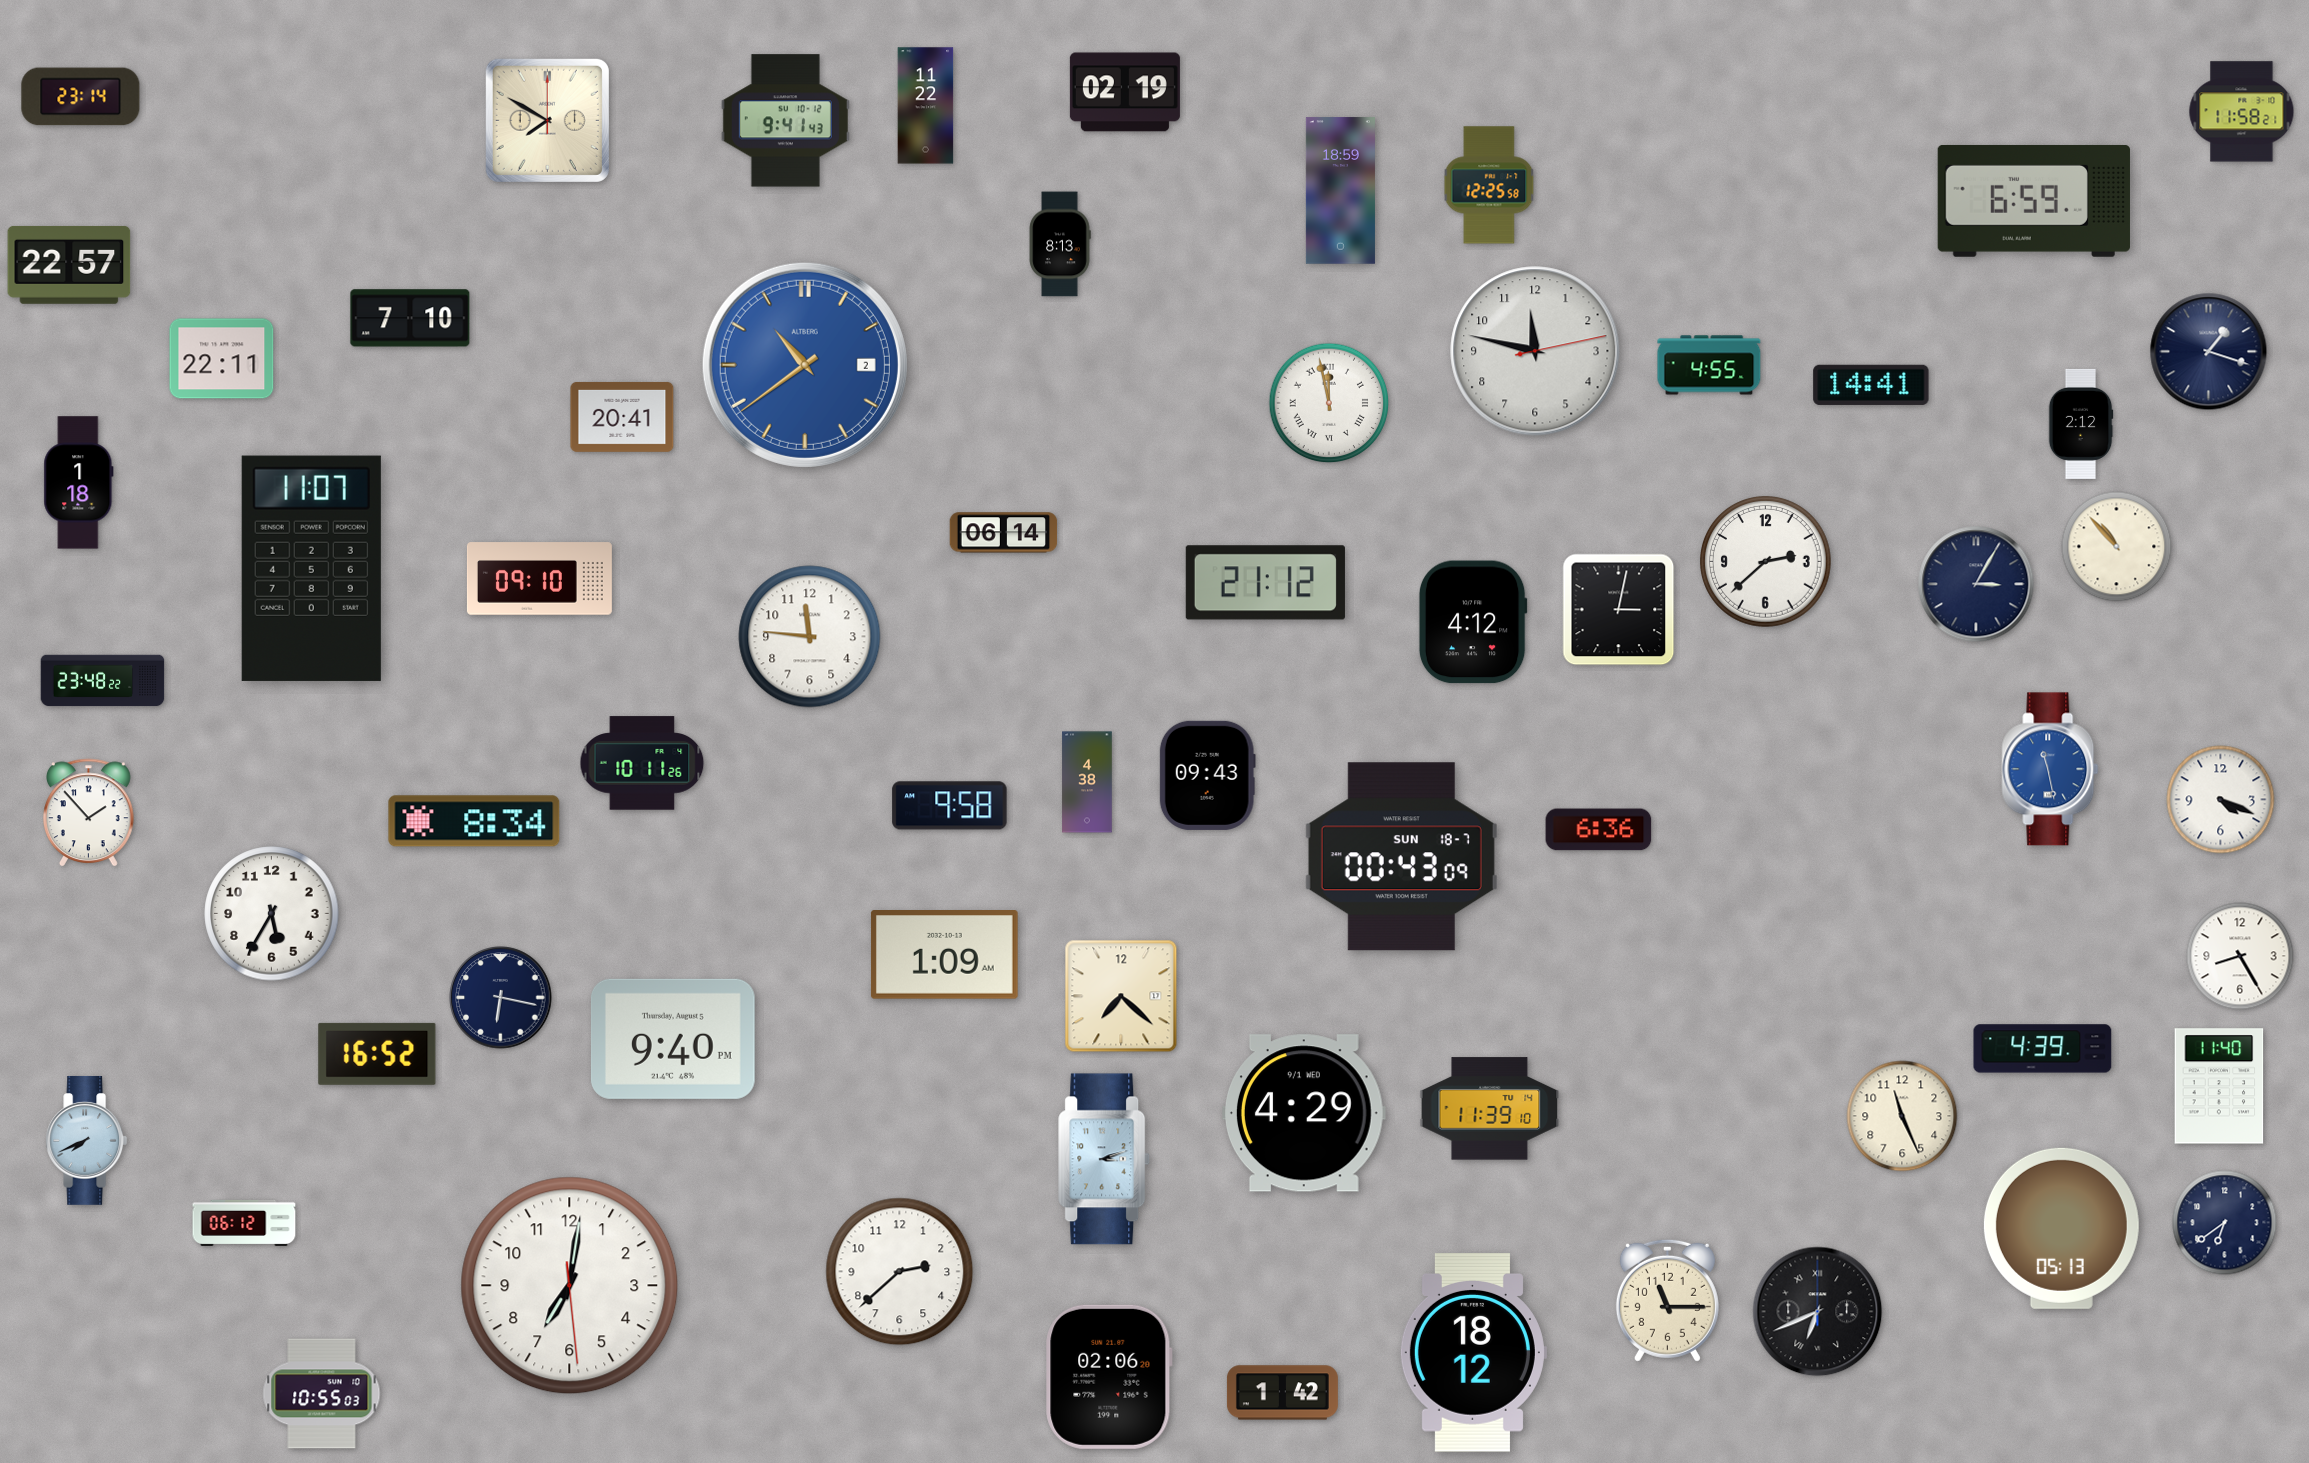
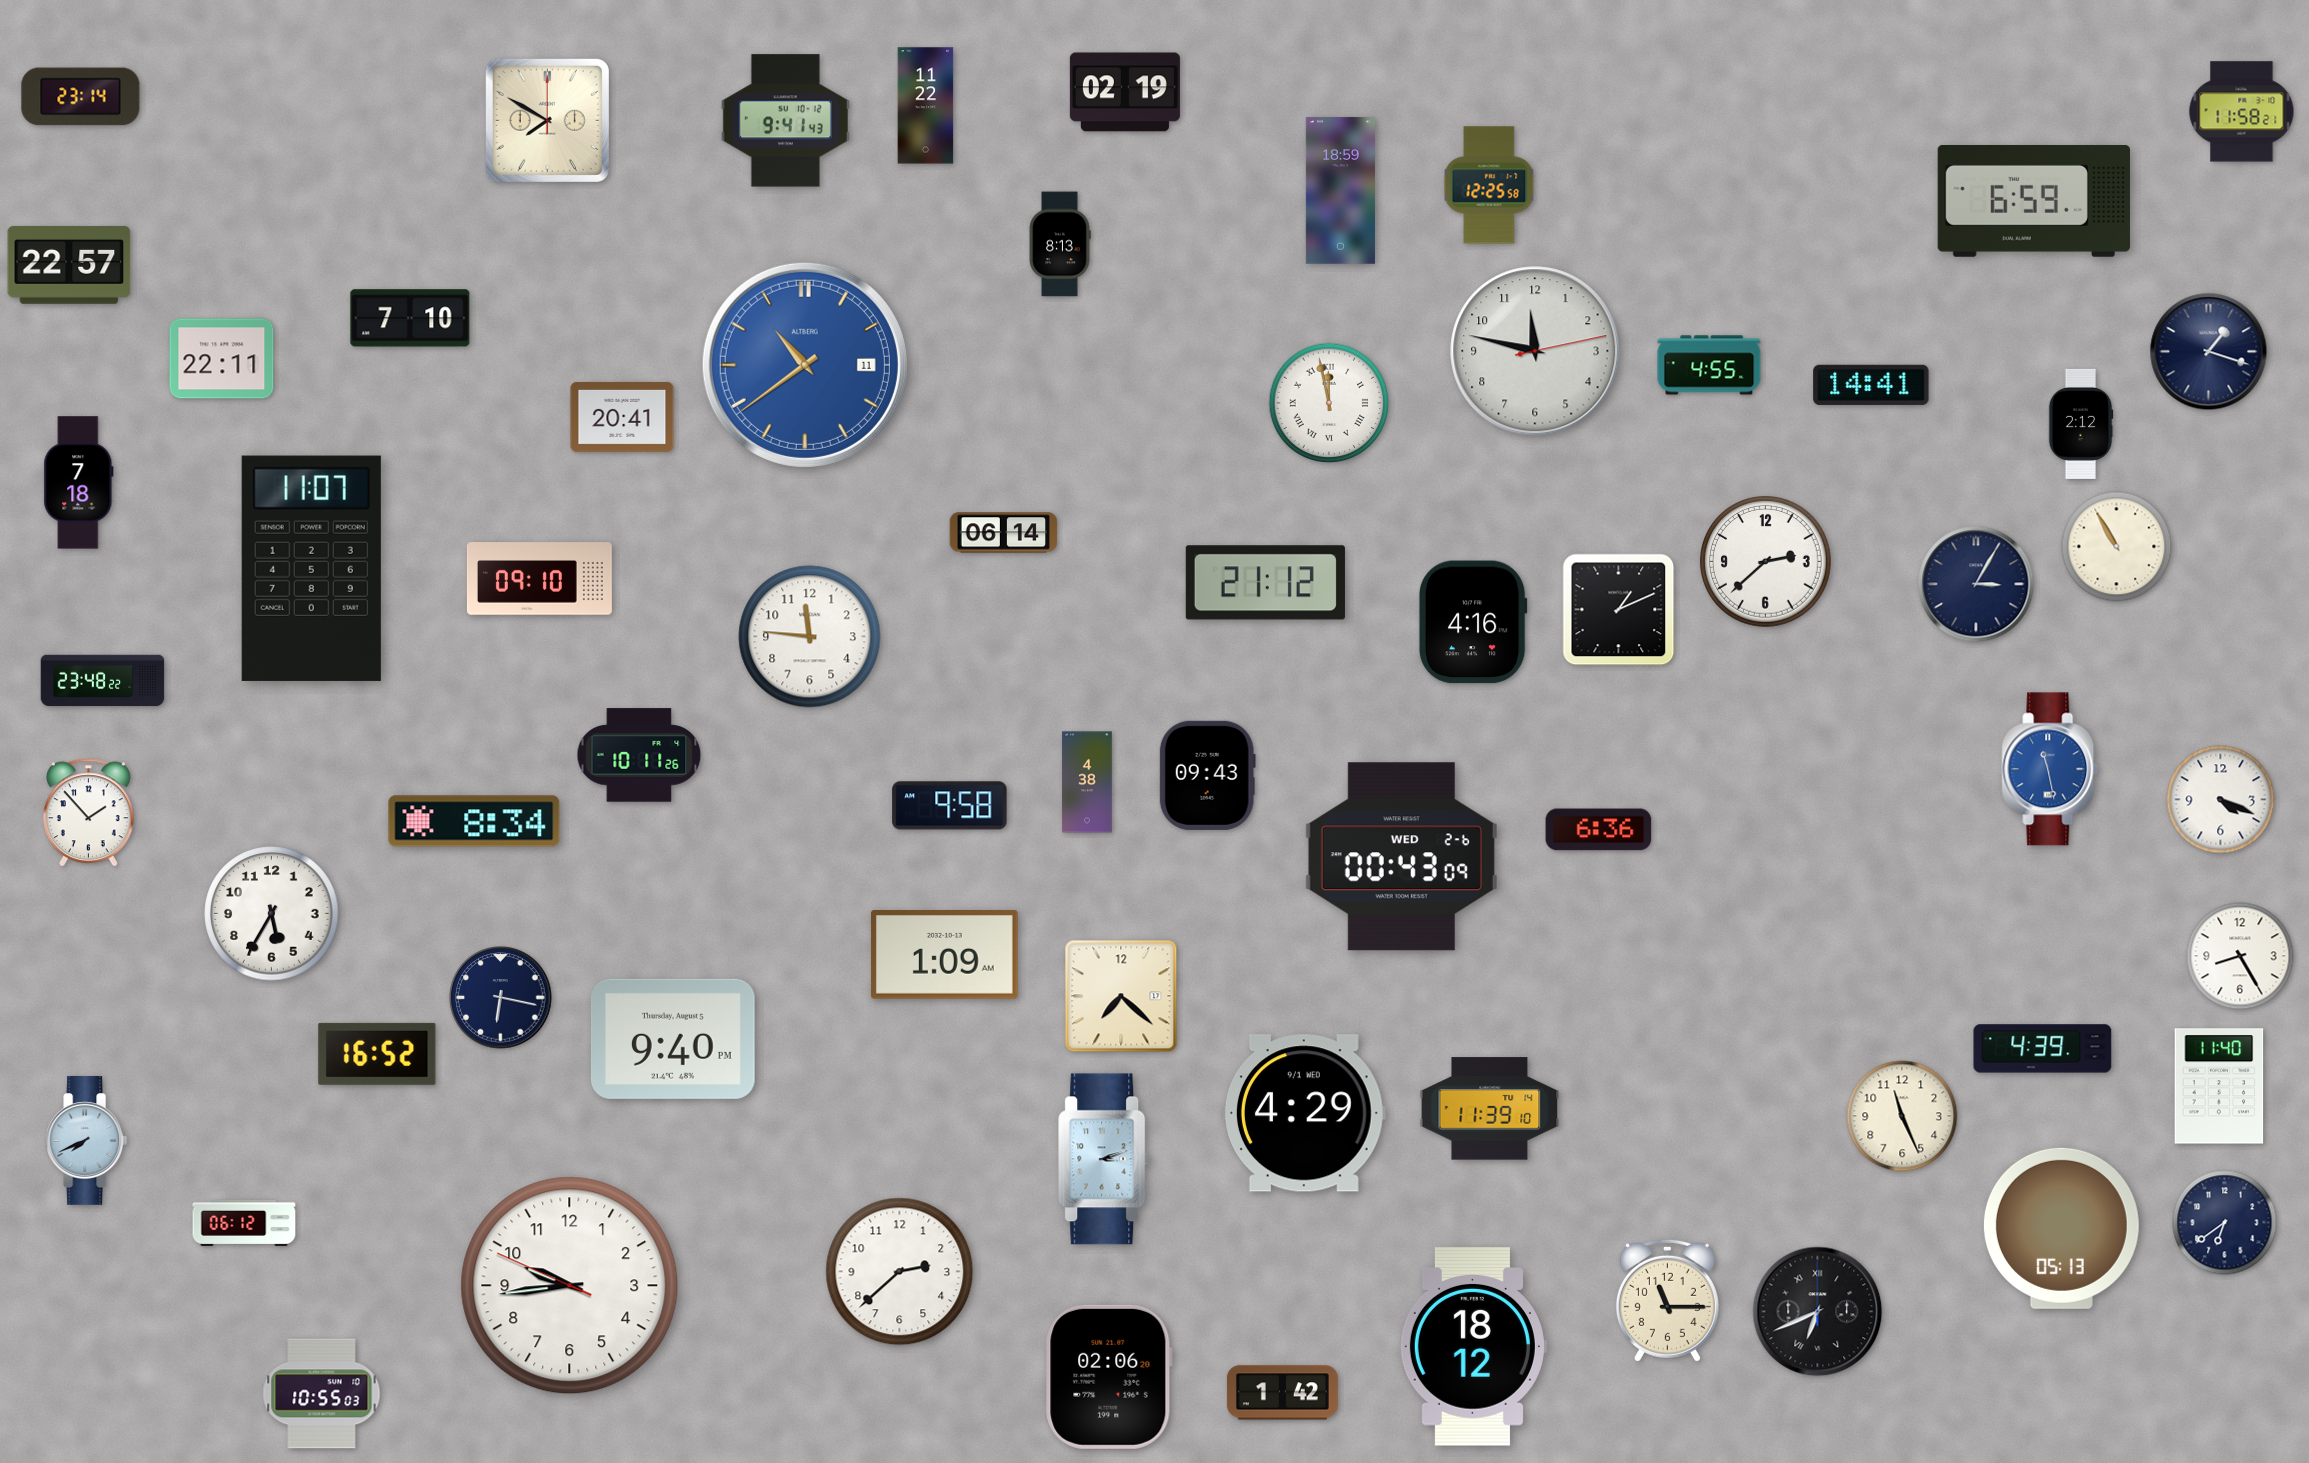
clock at (805, 365) date: 2 -> 11
clock at (79, 483): 1:18 -> 7:18
clock at (2117, 547): 10:53 -> 10:55
clock at (1619, 610): 3:02 -> 1:11
clock at (1473, 622): 4:12 -> 4:16
clock at (642, 763) position: (642, 763) -> (639, 755)
clock at (1401, 857) date: SUN 18-7 -> WED 2-6
clock at (570, 1286): 7:01 -> 9:43
clock at (1473, 1353) position: (1473, 1353) -> (1473, 1347)
